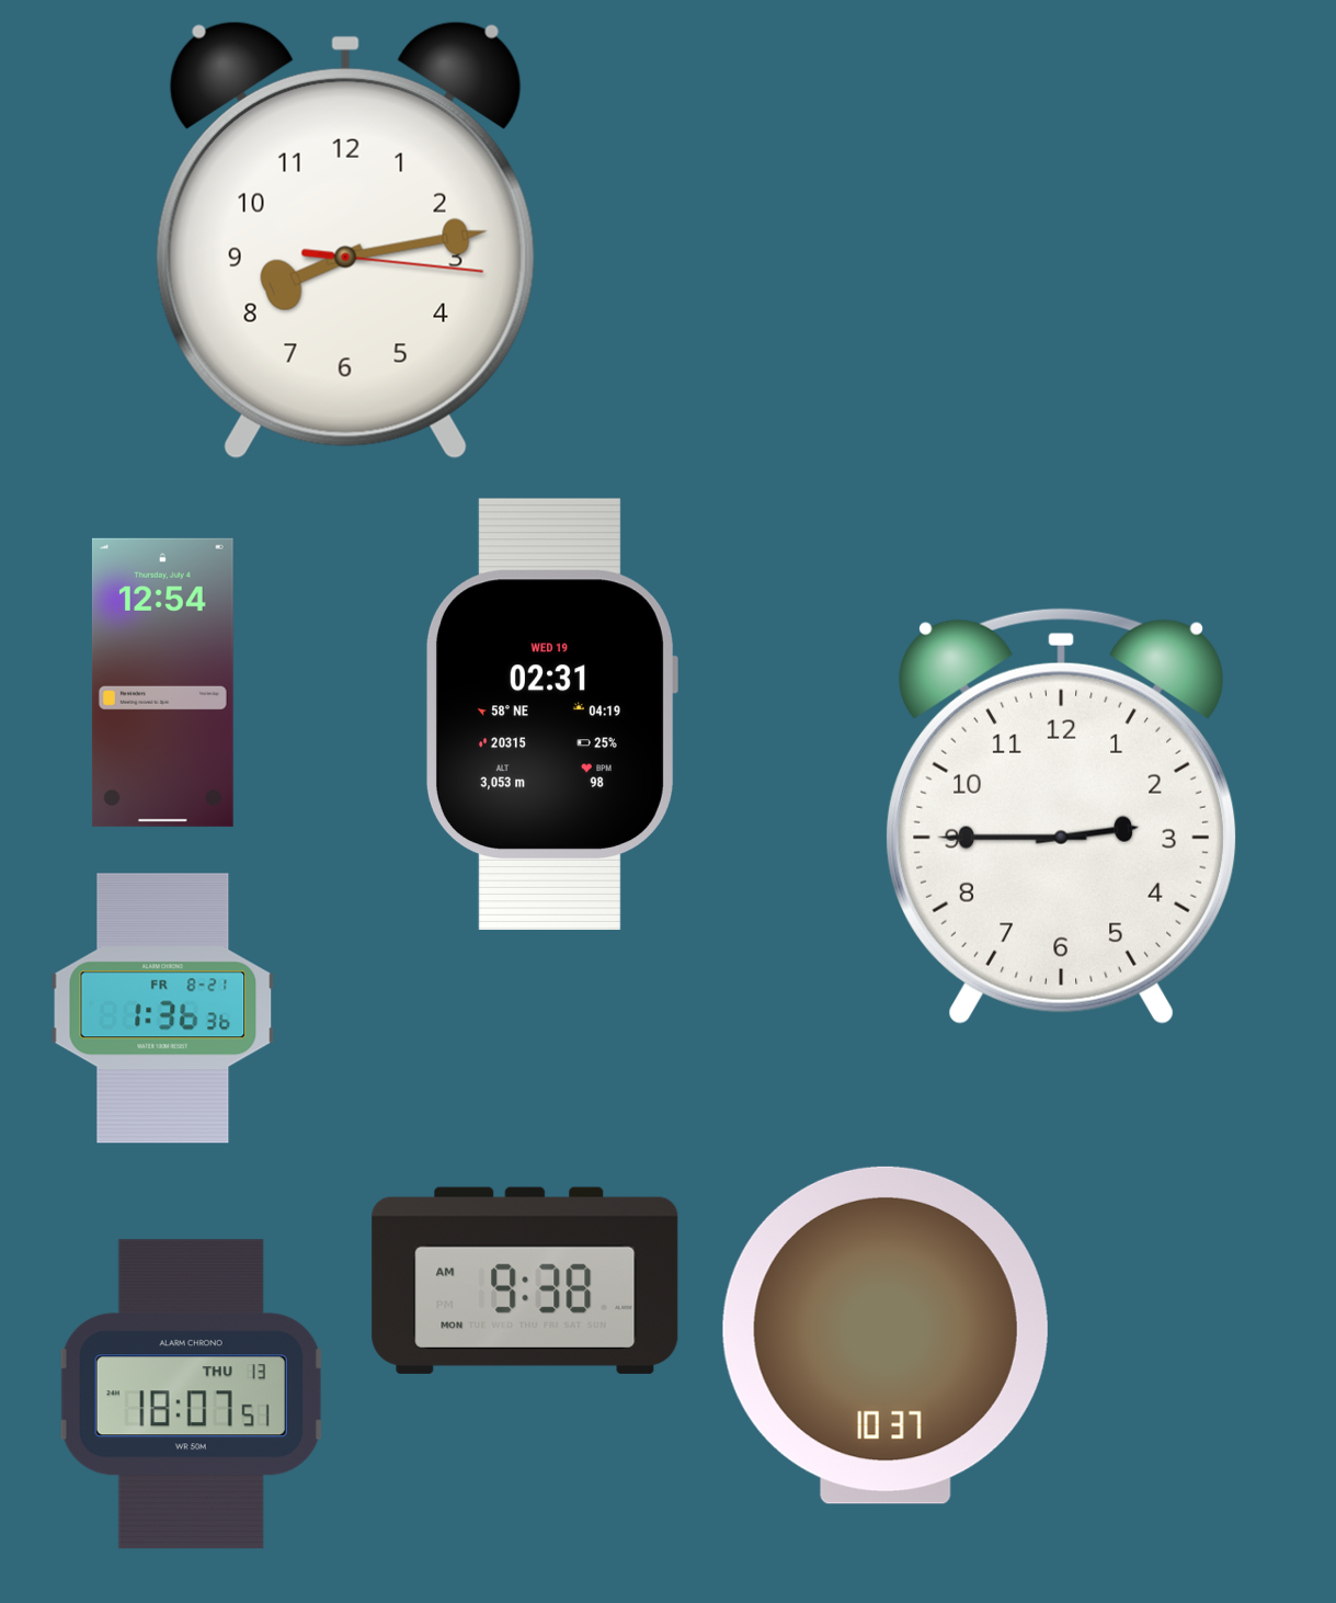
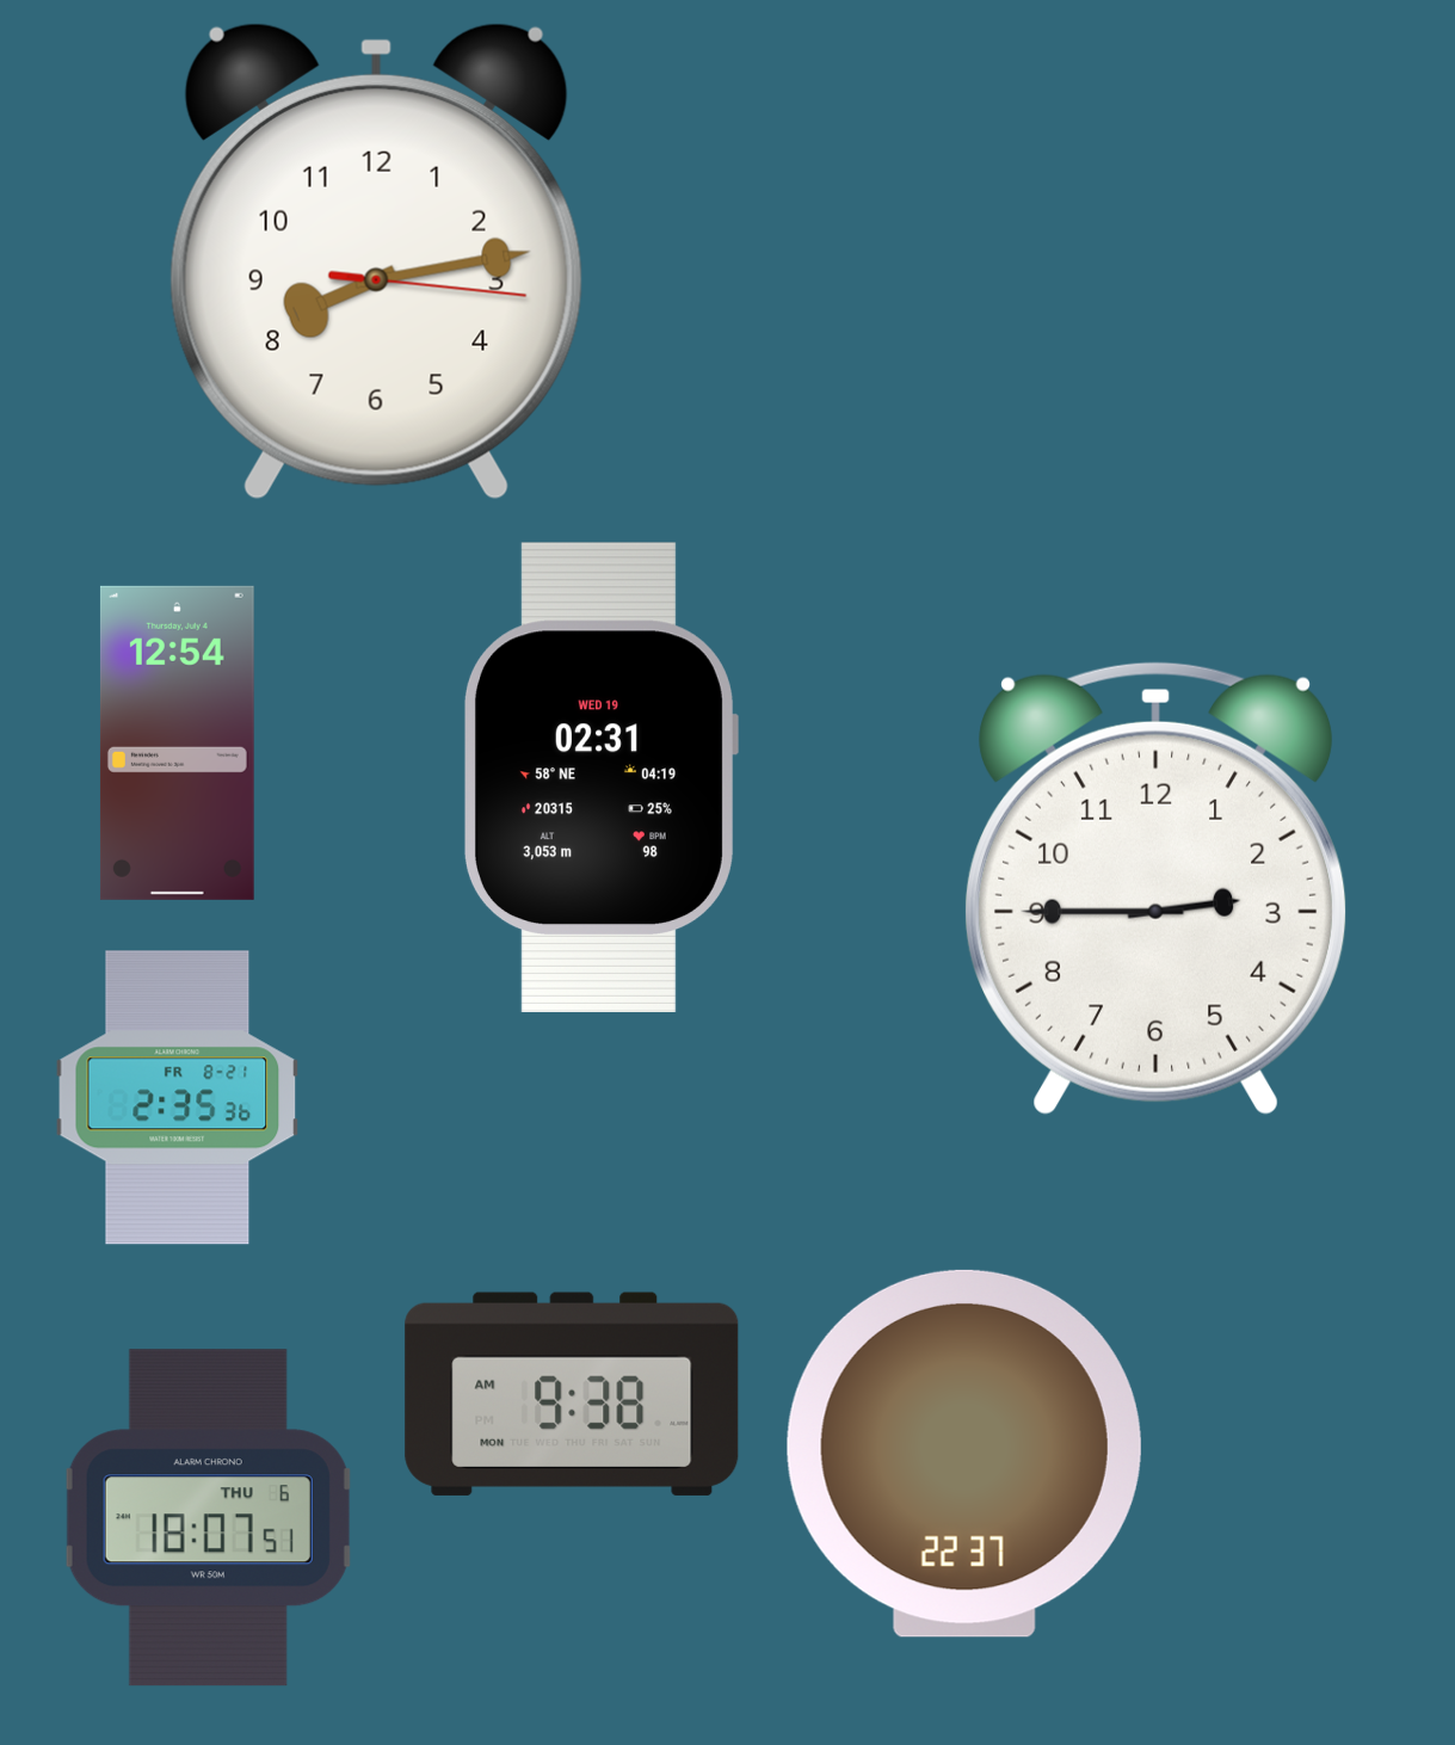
clock at (163, 1009): 1:36 -> 2:35
clock at (886, 1335): 10:37 -> 22:37
clock at (191, 1395) date: THU 13 -> THU 6
